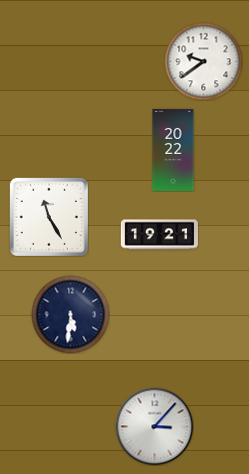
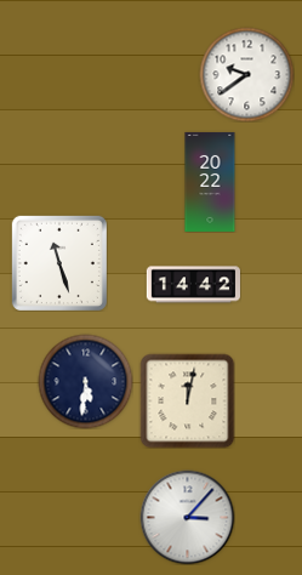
clock at (49, 217): 11:25 -> 11:27
clock at (159, 235): 19:21 -> 14:42
clock at (187, 400): none -> 12:02
